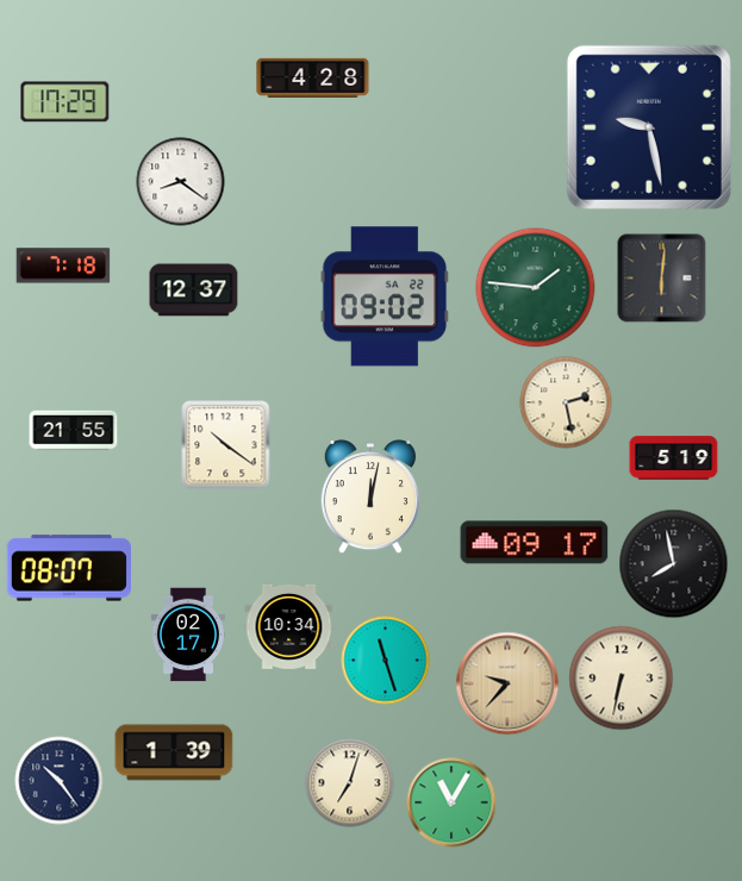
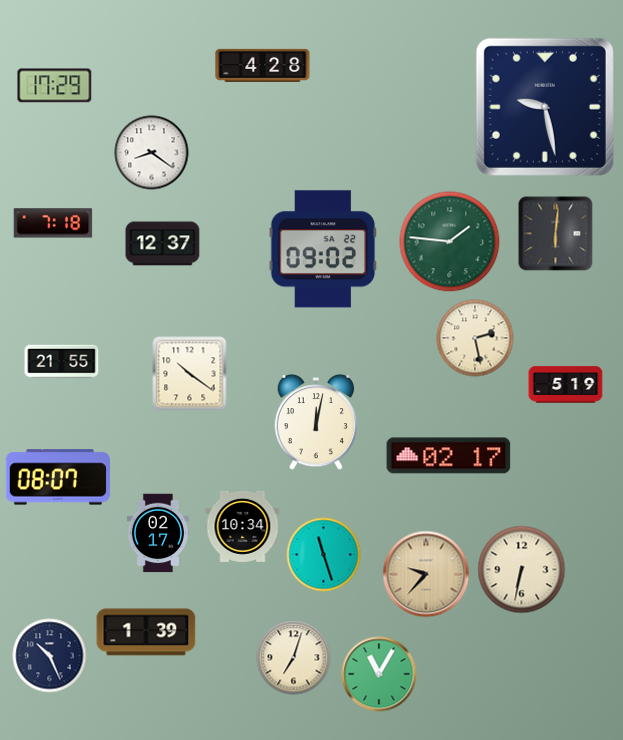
clock at (369, 498) position: (369, 498) -> (315, 423)
clock at (535, 543): 09:17 -> 02:17
clock at (674, 564): 7:58 -> none
clock at (60, 781): 10:24 -> 10:26
